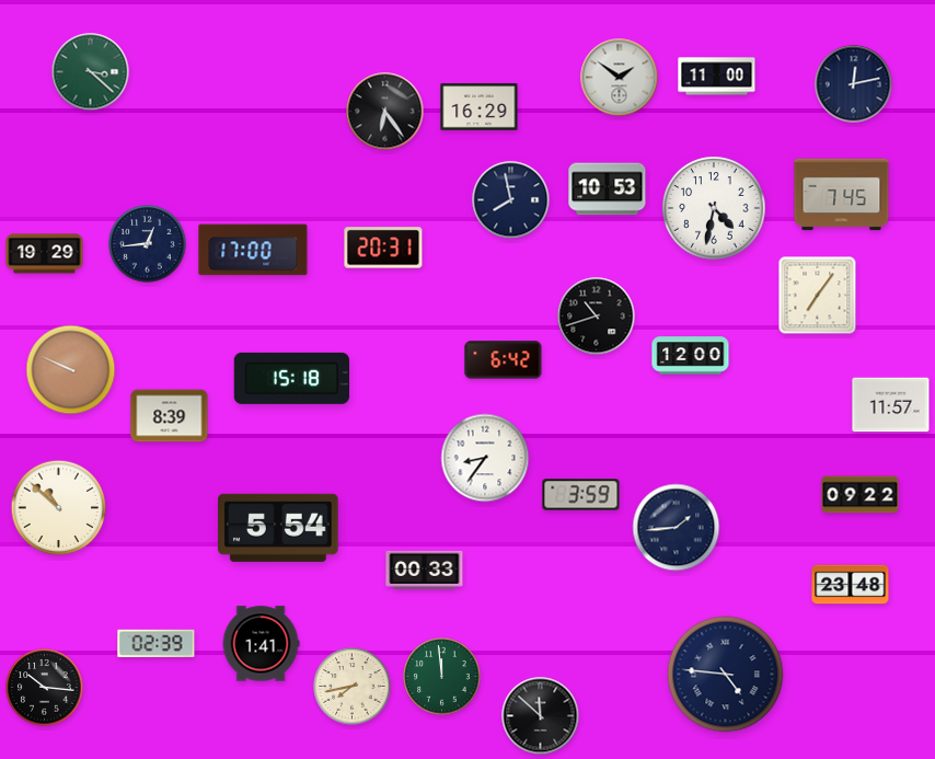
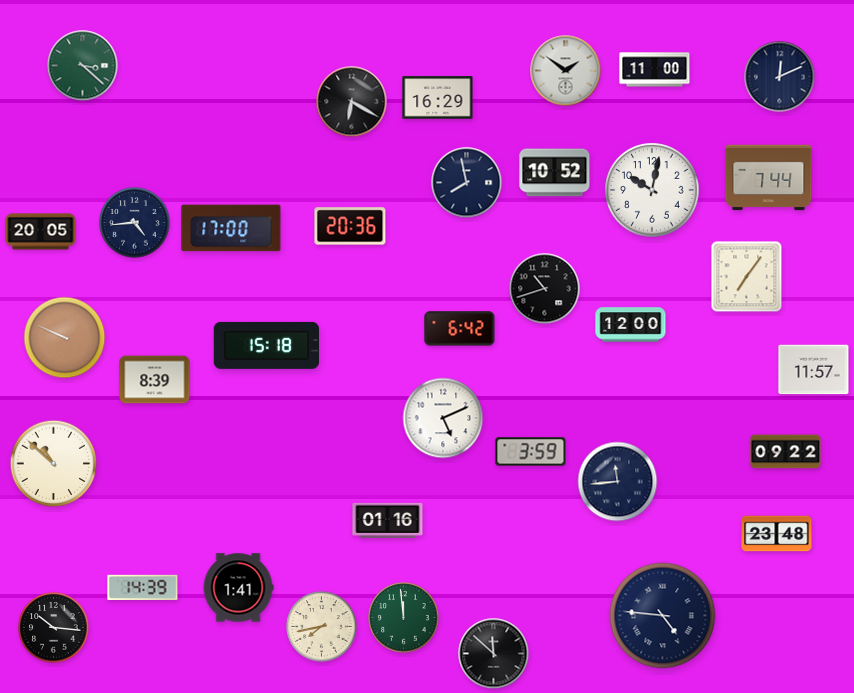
clock at (854, 84): 12:13 -> 12:11
clock at (385, 112): 6:24 -> 6:20
clock at (608, 189): 10:53 -> 10:52
clock at (842, 195): 7:45 -> 7:44
clock at (714, 208): 4:32 -> 10:02
clock at (148, 244): 12:44 -> 4:44
clock at (383, 248): 20:31 -> 20:36
clock at (45, 254): 19:29 -> 20:05
clock at (818, 296) position: (818, 296) -> (747, 277)
clock at (485, 458): 8:36 -> 5:11
clock at (278, 528): 5:54 -> none
clock at (677, 528): 1:44 -> 11:44
clock at (425, 570): 00:33 -> 01:16
clock at (157, 643): 02:39 -> 14:39
clock at (45, 688) position: (45, 688) -> (54, 628)
